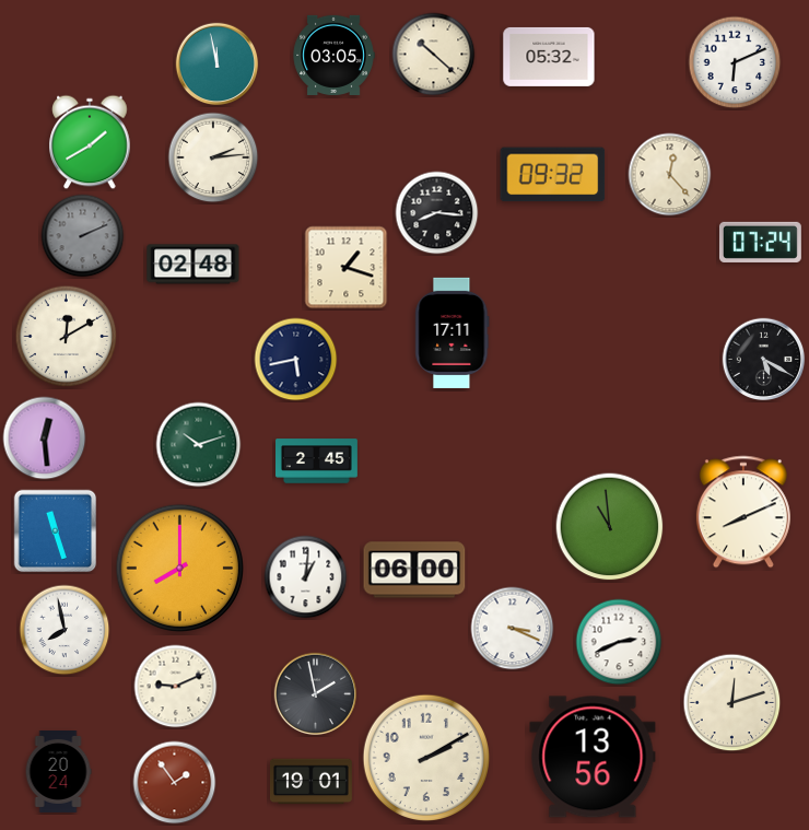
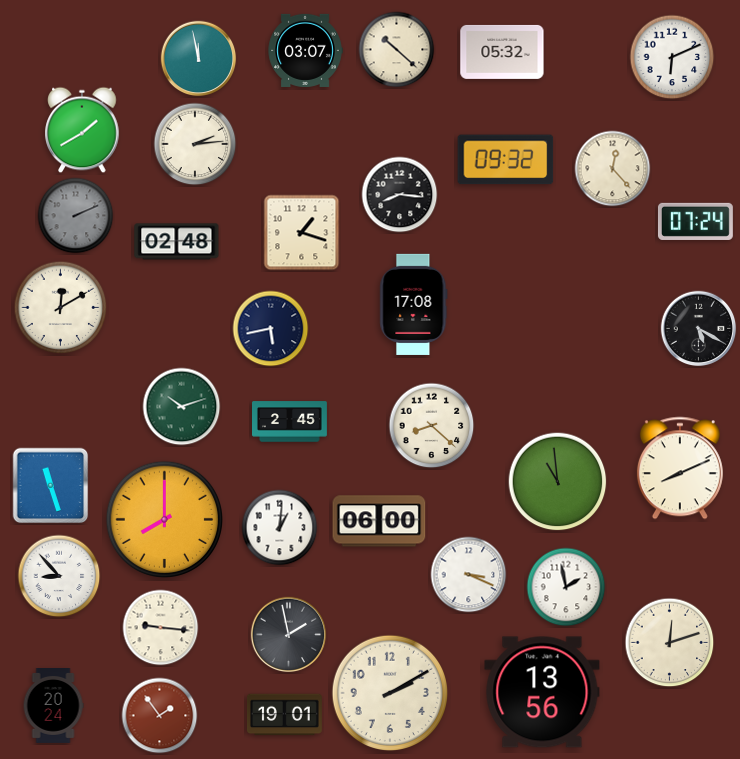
clock at (333, 55): 03:05 -> 03:07
clock at (670, 175) position: (670, 175) -> (613, 169)
clock at (347, 268) position: (347, 268) -> (302, 233)
clock at (453, 332): 17:11 -> 17:08
clock at (45, 439): 12:29 -> none
clock at (432, 426): none -> 8:22
clock at (65, 630): 7:58 -> 8:53
clock at (619, 642): 2:41 -> 1:58
clock at (176, 687): 9:11 -> 9:16
